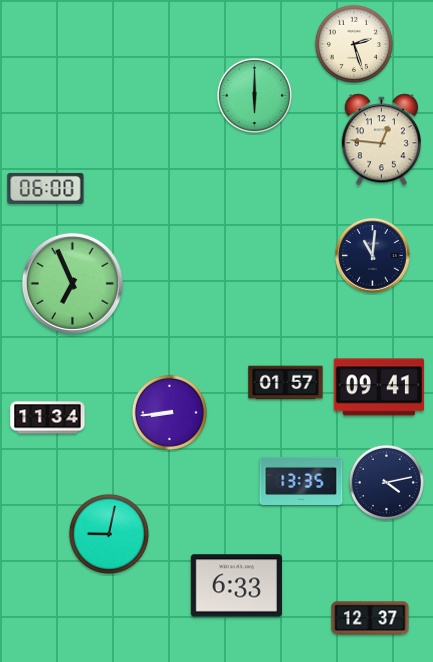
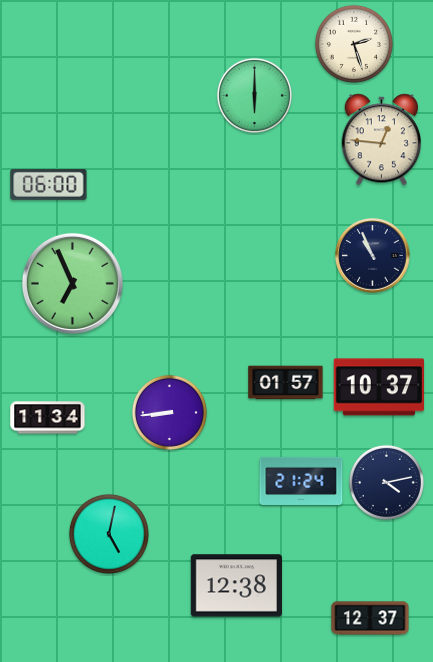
clock at (46, 188) position: (46, 188) -> (49, 184)
clock at (373, 256): 11:01 -> 10:56
clock at (378, 387): 09:41 -> 10:37
clock at (301, 481): 13:35 -> 21:24
clock at (109, 534): 9:02 -> 5:02
clock at (236, 586): 6:33 -> 12:38
